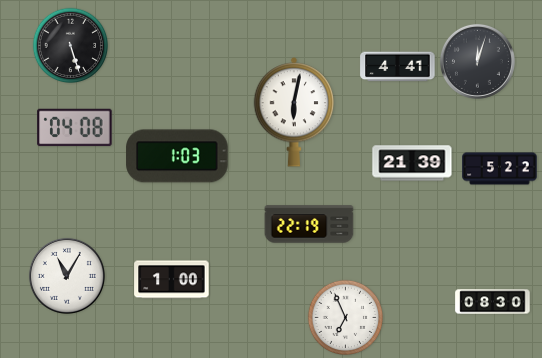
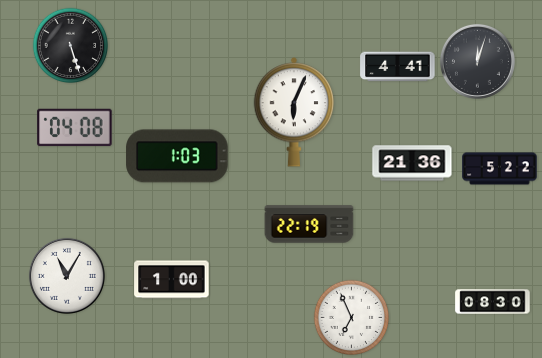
clock at (294, 112): 6:02 -> 6:04
clock at (412, 163): 21:39 -> 21:36
clock at (346, 318) position: (346, 318) -> (352, 318)
